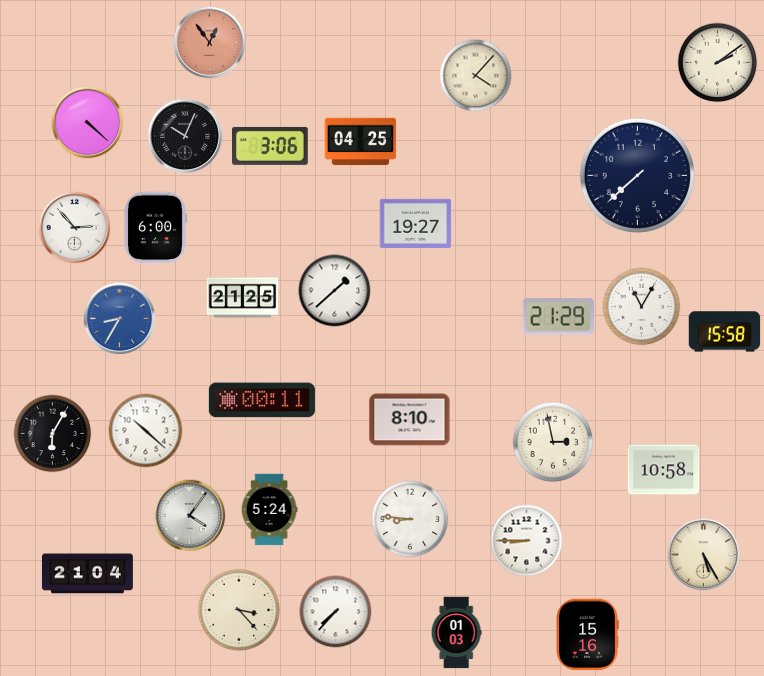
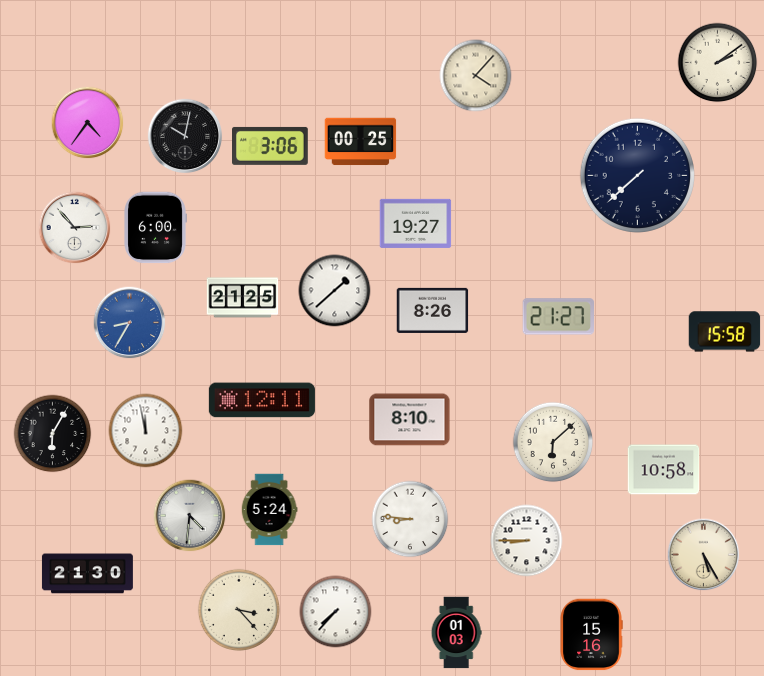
clock at (210, 43): 12:54 -> none
clock at (88, 123): 4:22 -> 4:36
clock at (185, 136): 10:04 -> 10:02
clock at (361, 142): 04:25 -> 00:25
clock at (642, 307): 11:05 -> none
clock at (433, 310): none -> 8:26
clock at (559, 317): 21:29 -> 21:27
clock at (120, 319) position: (120, 319) -> (130, 323)
clock at (262, 400): 00:11 -> 12:11
clock at (146, 431): 10:22 -> 11:58
clock at (553, 442): 2:58 -> 6:08
clock at (190, 516): 4:06 -> 4:31
clock at (87, 574): 21:04 -> 21:30
clock at (587, 635) position: (587, 635) -> (591, 635)
